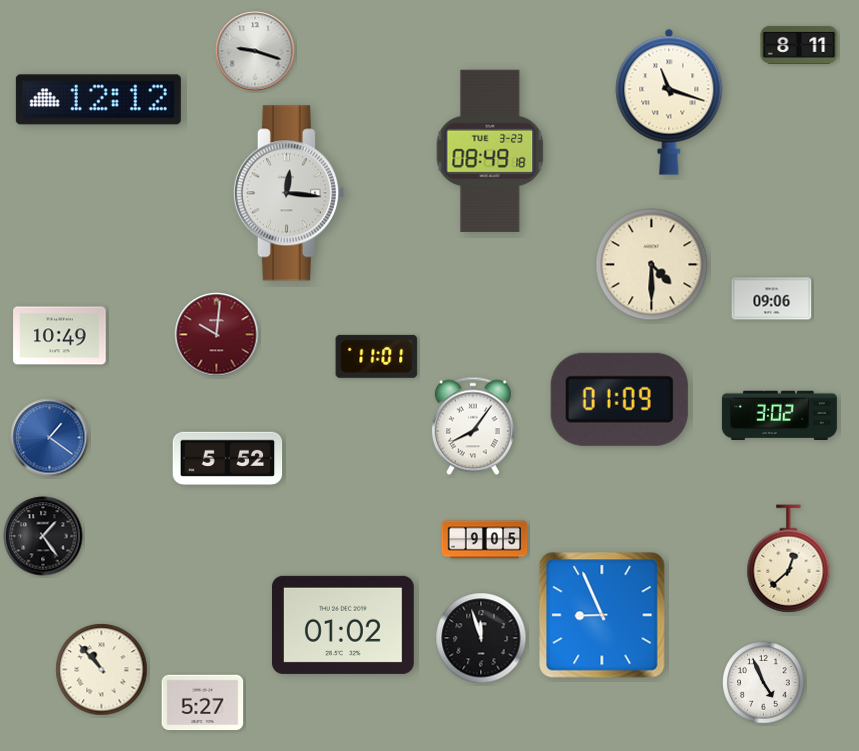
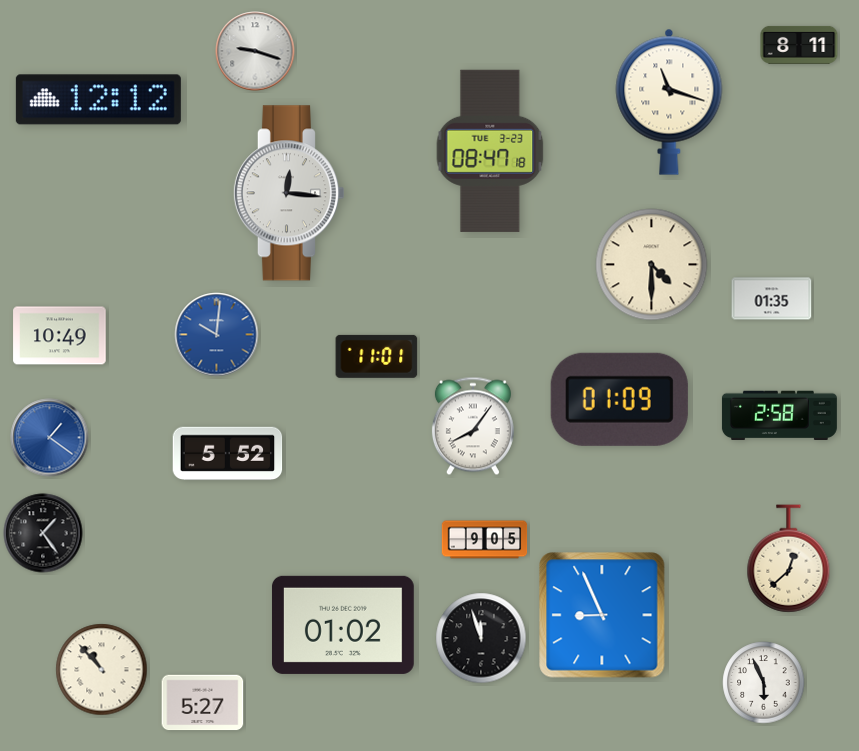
clock at (490, 151): 08:49 -> 08:47
clock at (772, 299): 09:06 -> 01:35
clock at (217, 335) dial: burgundy -> blue
clock at (779, 416): 3:02 -> 2:58
clock at (228, 459) position: (228, 459) -> (228, 454)
clock at (43, 536) position: (43, 536) -> (43, 533)
clock at (764, 683): 4:56 -> 5:56
